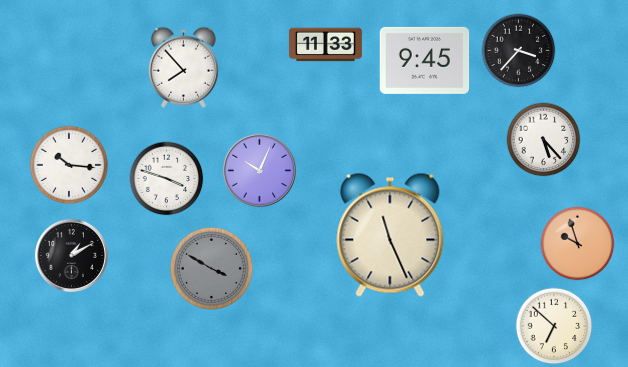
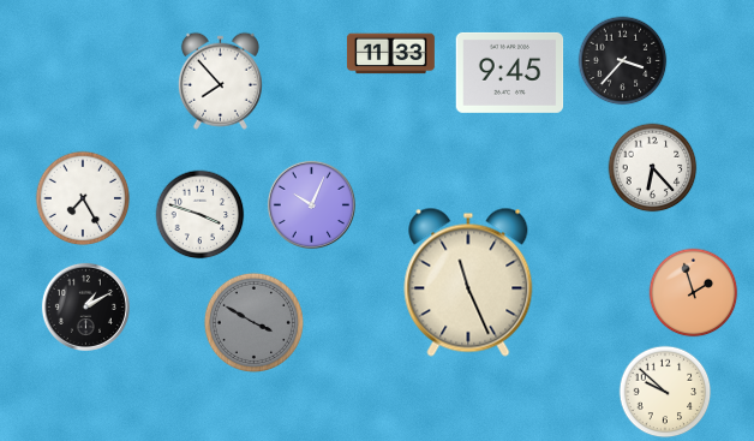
clock at (544, 140): 5:23 -> 6:23
clock at (69, 165): 10:16 -> 7:25
clock at (578, 244): 9:57 -> 1:57
clock at (554, 326): 6:52 -> 9:52
